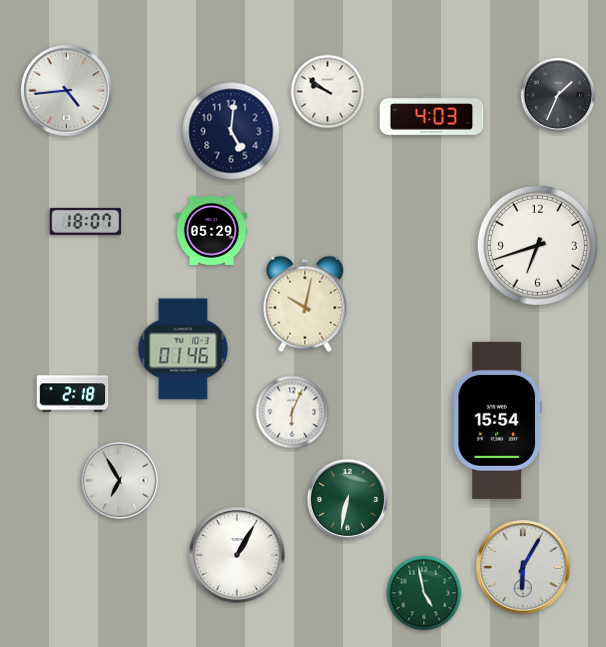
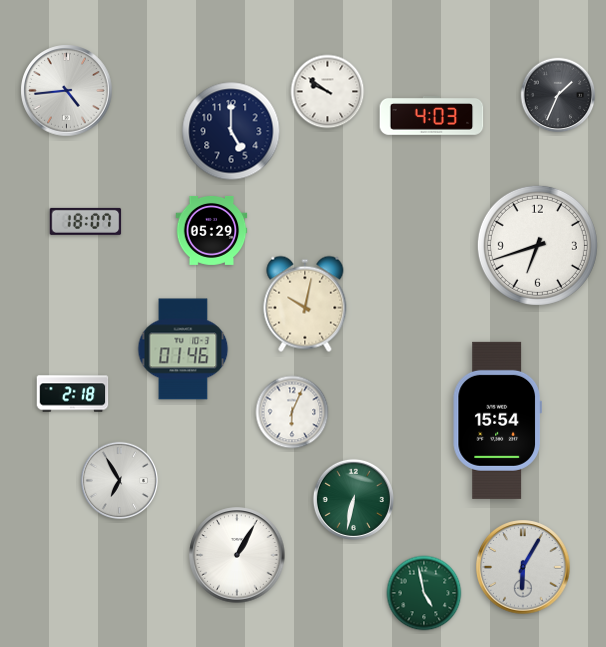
clock at (231, 131): 5:01 -> 5:00
clock at (347, 499) position: (347, 499) -> (353, 499)
